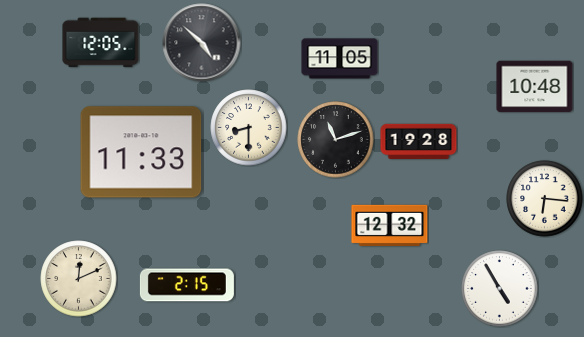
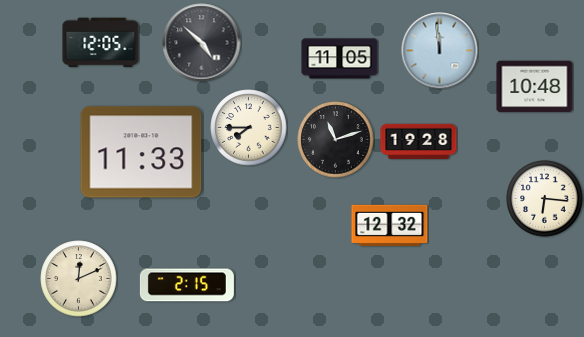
clock at (440, 51): none -> 11:59
clock at (249, 128): 8:30 -> 7:45
clock at (500, 289): 4:55 -> none
